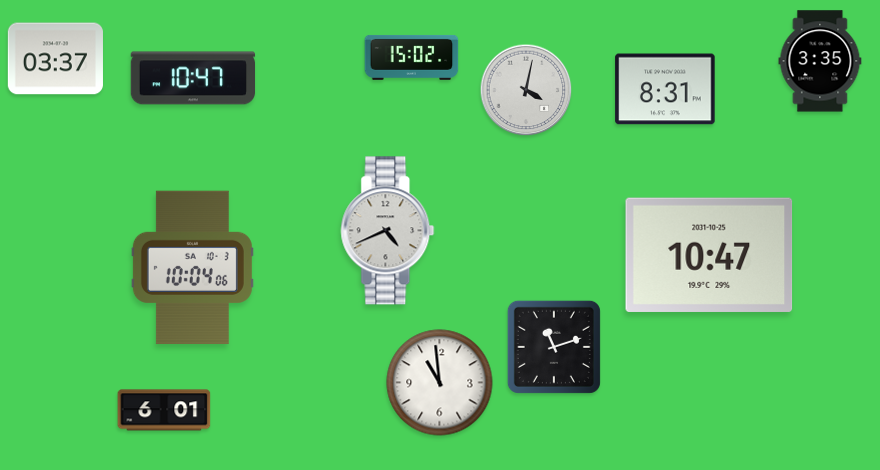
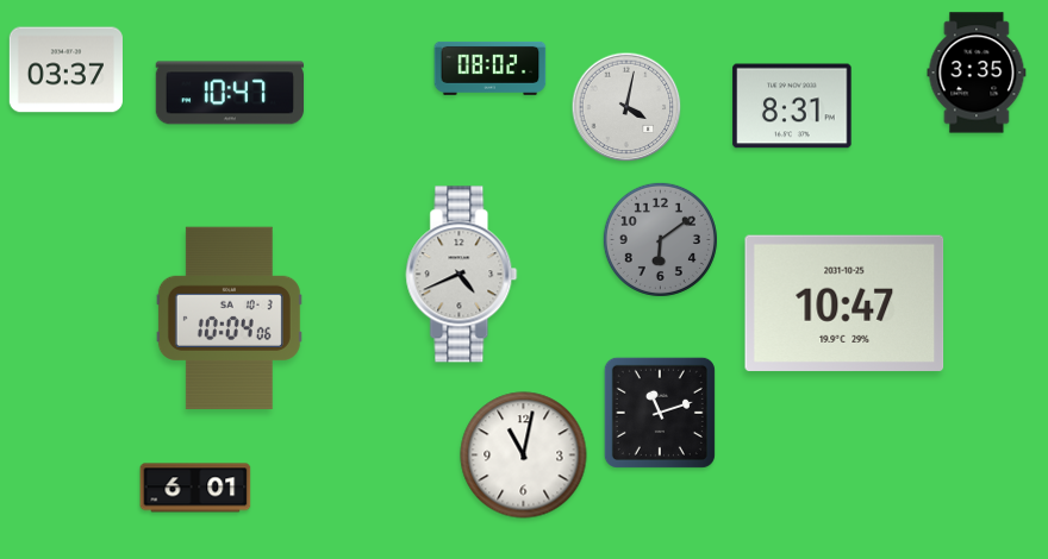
clock at (412, 57): 15:02 -> 08:02
clock at (660, 239): none -> 6:09
clock at (440, 383): 10:59 -> 11:02
